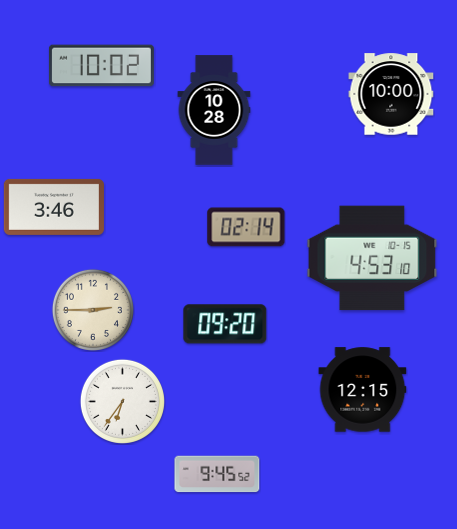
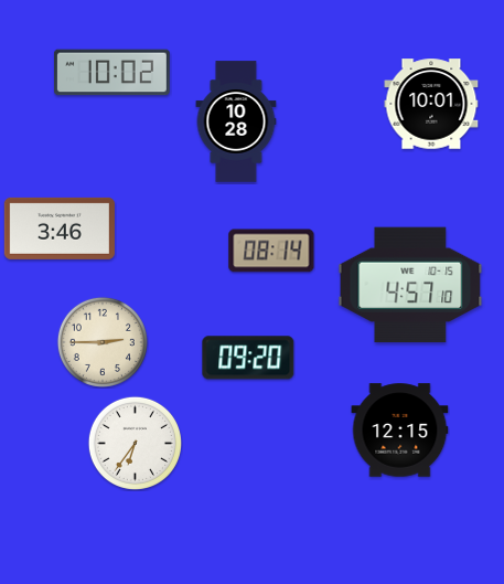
clock at (391, 94): 10:00 -> 10:01
clock at (246, 227): 02:14 -> 08:14
clock at (372, 258): 4:53 -> 4:57
clock at (217, 474): 9:45 -> none
